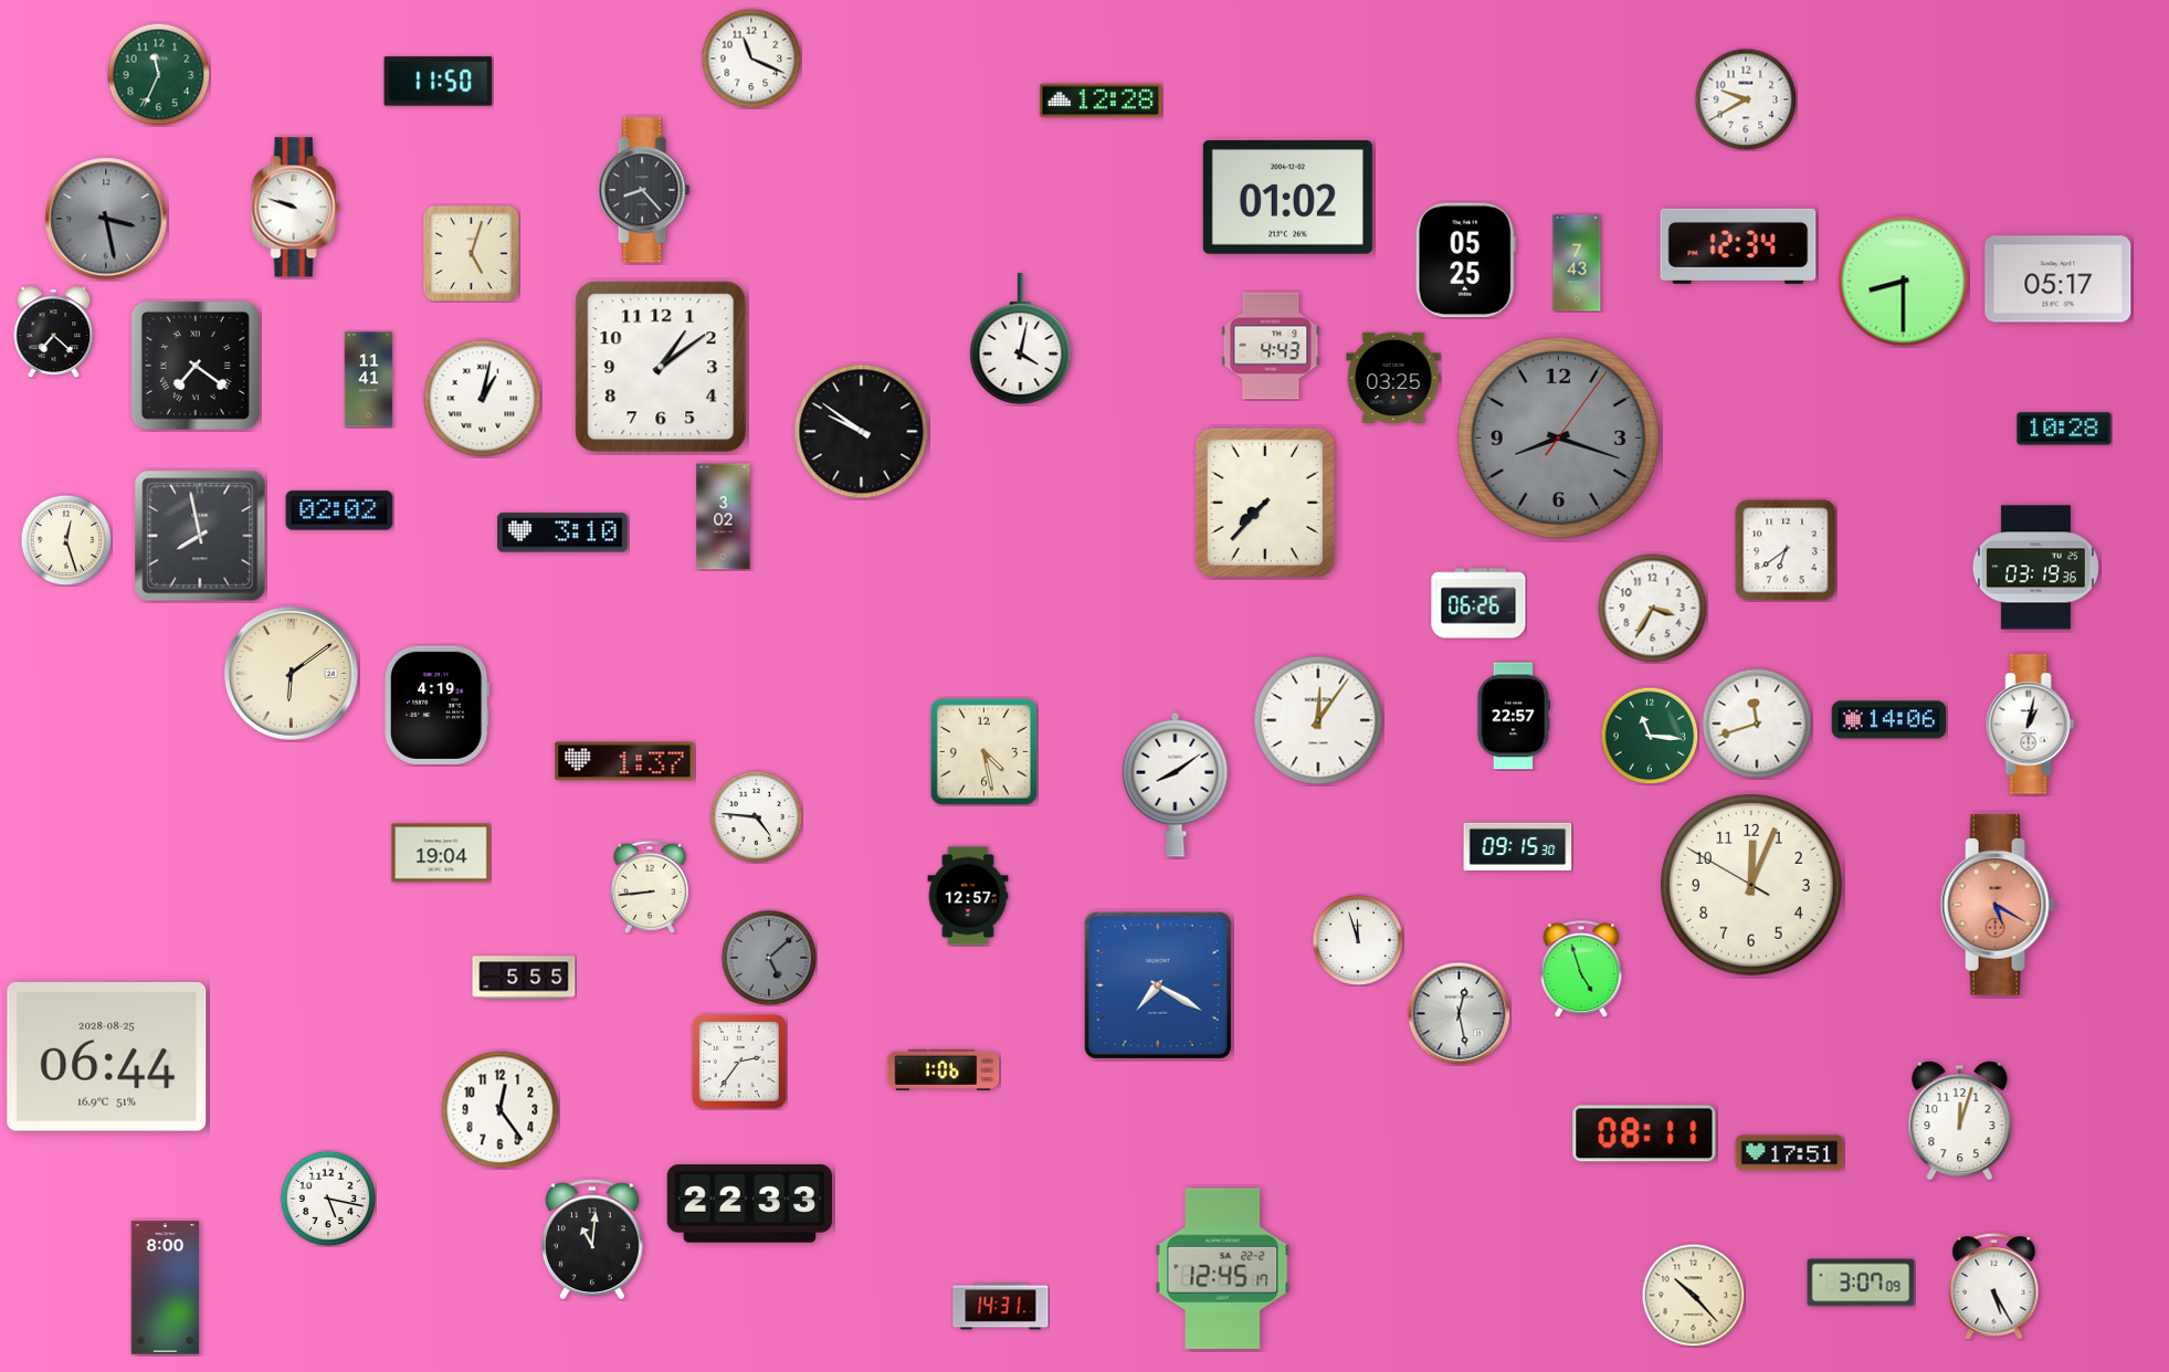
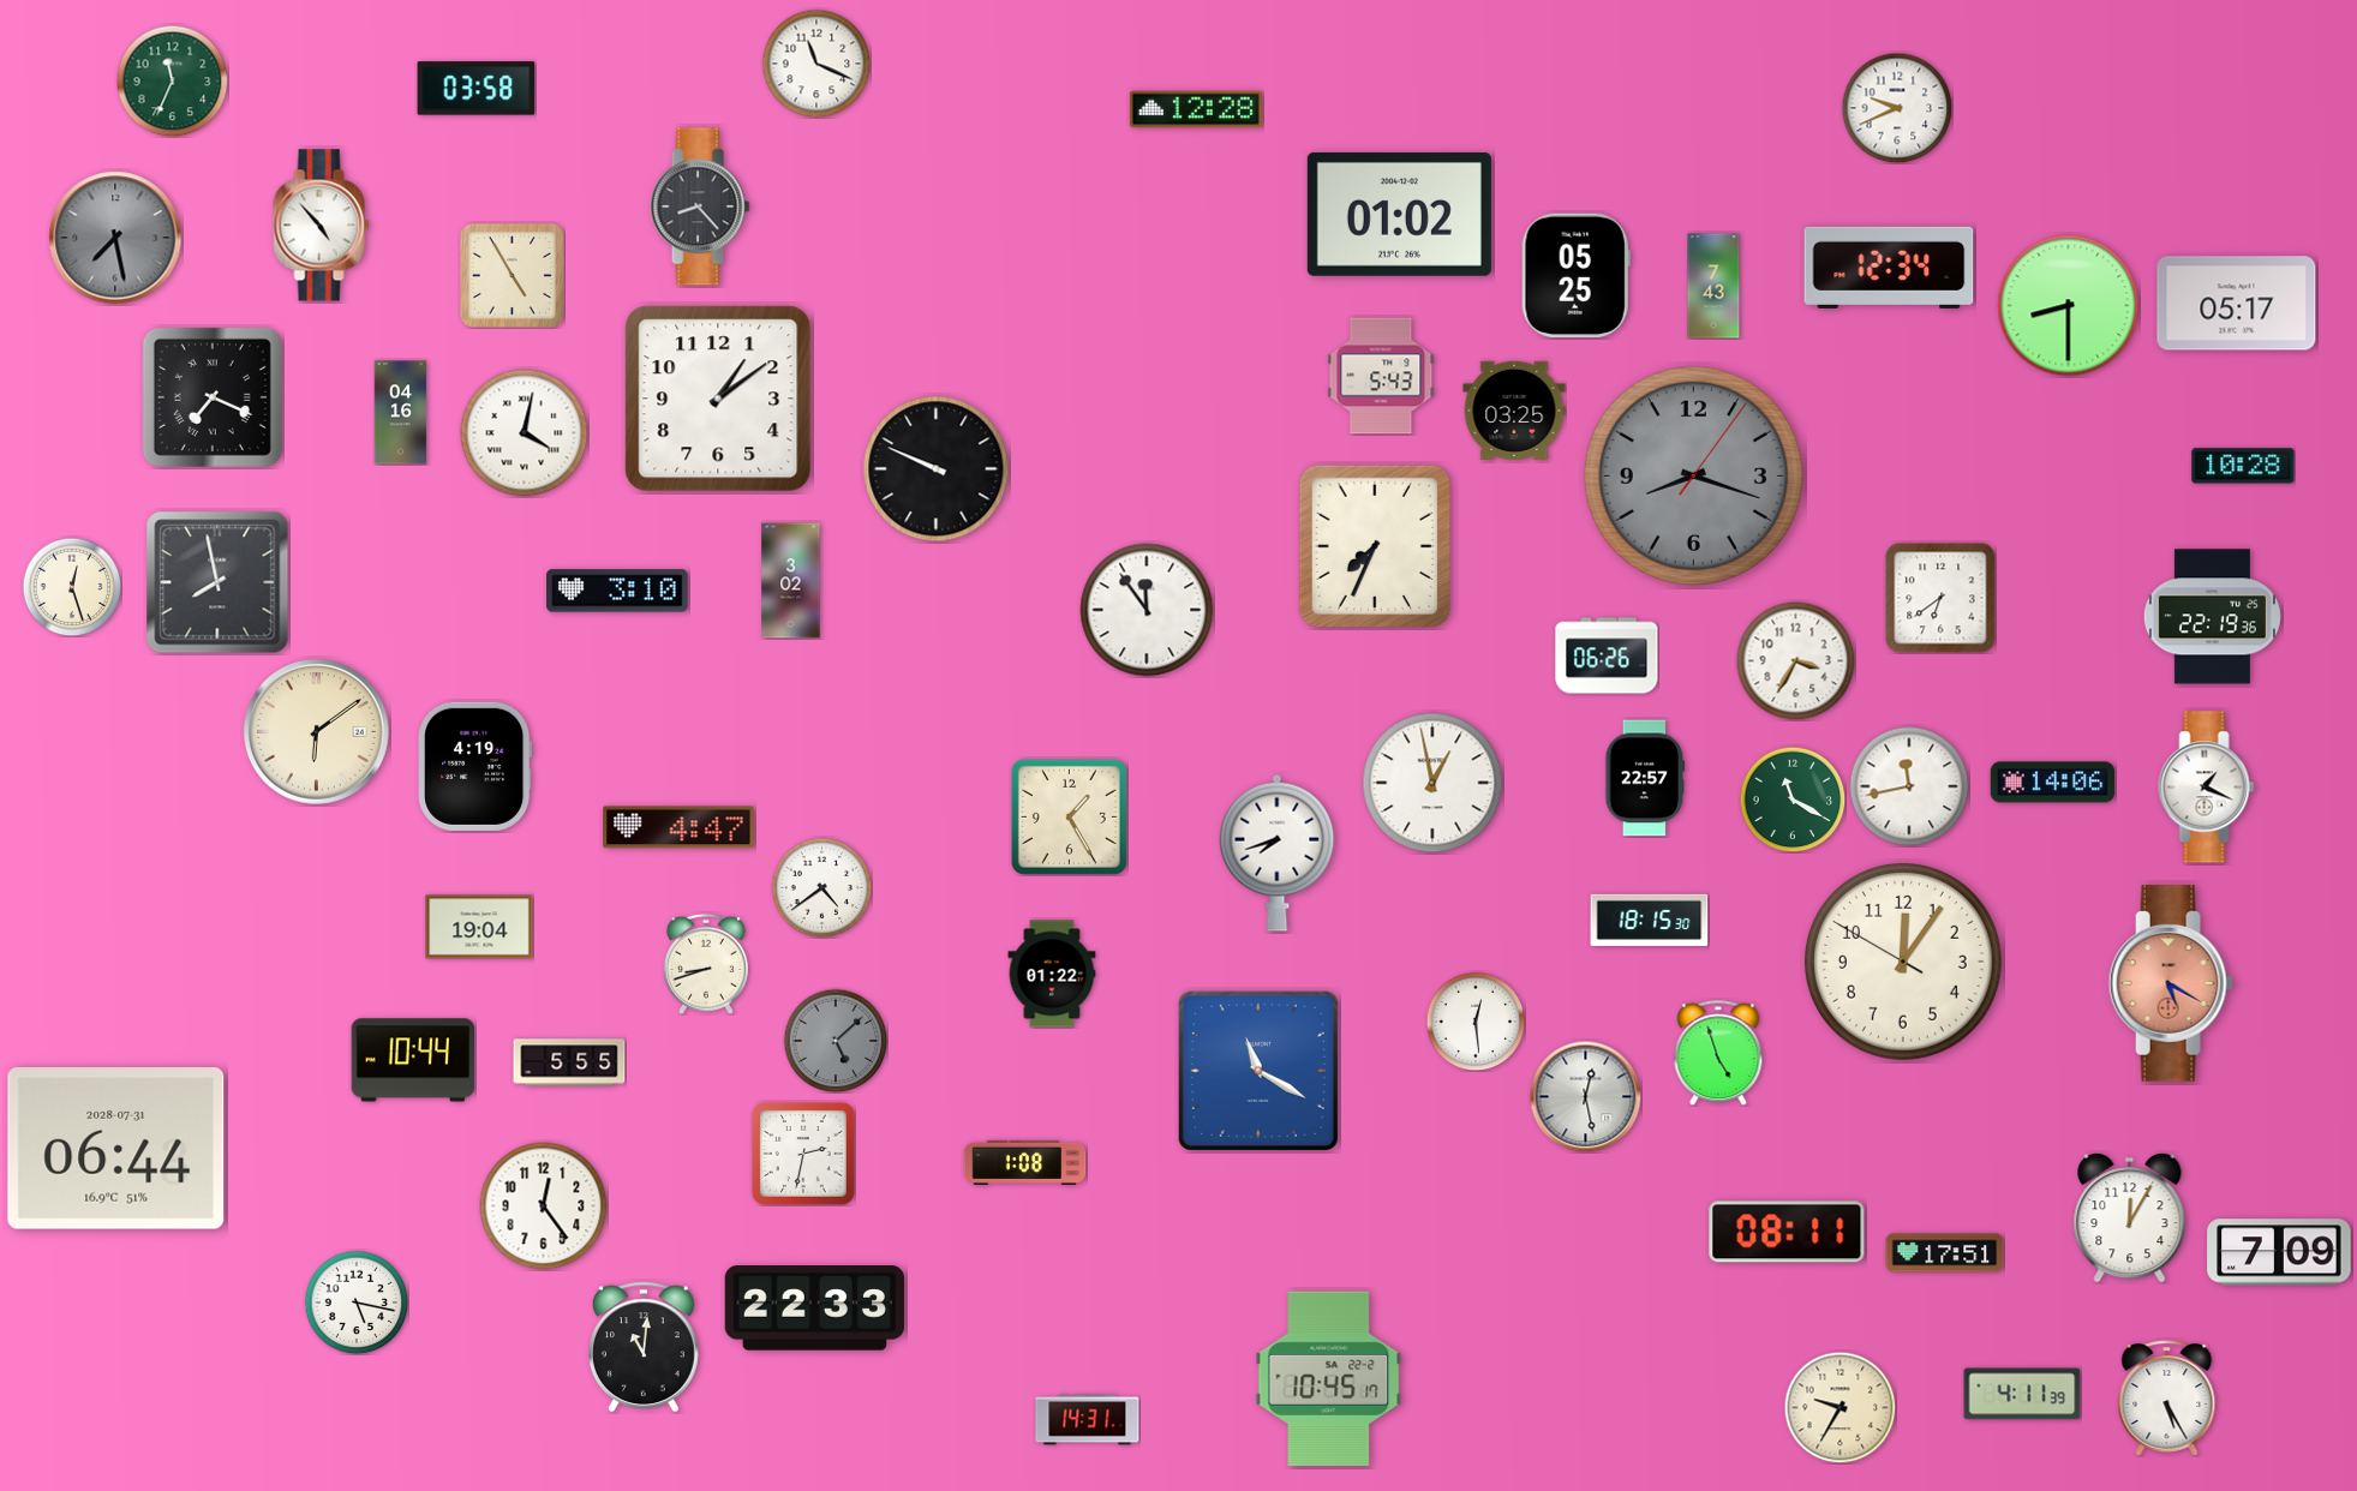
clock at (439, 82): 11:50 -> 03:58
clock at (1746, 99): 9:40 -> 9:41
clock at (296, 208): 9:48 -> 4:53
clock at (106, 219): 3:28 -> 7:28
clock at (471, 253): 5:03 -> 4:55
clock at (1465, 261) position: (1465, 261) -> (1575, 276)
clock at (54, 333): 7:22 -> none
clock at (1021, 339): 4:02 -> none
clock at (1271, 346): 4:43 -> 5:43
clock at (196, 366): 7:21 -> 7:19
clock at (369, 380): 11:41 -> 04:16
clock at (483, 399): 1:02 -> 4:02
clock at (862, 432): 9:51 -> 9:49
clock at (1265, 503): 7:37 -> 7:34
clock at (339, 510): 02:02 -> none
clock at (724, 517) position: (724, 517) -> (791, 581)
clock at (562, 532) position: (562, 532) -> (617, 591)
clock at (1147, 610): none -> 11:54
clock at (2035, 568): 03:19 -> 22:19
clock at (1318, 720): 12:06 -> 12:58
clock at (1757, 724): 11:42 -> 11:43
clock at (2031, 725): 1:02 -> 1:19
clock at (1650, 736): 11:16 -> 11:20
clock at (983, 751): 4:28 -> 1:25
clock at (624, 761): 1:37 -> 4:47
clock at (1176, 784): 8:09 -> 7:42
clock at (756, 816): 4:46 -> 4:39
clock at (1518, 846): 09:15 -> 18:15
clock at (1751, 885): 12:03 -> 12:05
clock at (650, 887): 8:44 -> 8:42
clock at (968, 896): 12:57 -> 01:22
clock at (1358, 940): 11:57 -> 12:29
clock at (413, 1060): none -> 10:44
clock at (1158, 985): 7:20 -> 11:20
clock at (1459, 1013) position: (1459, 1013) -> (1585, 1096)
clock at (107, 1057) date: 2028-08-25 -> 2028-07-31
clock at (739, 1062): 2:36 -> 2:32
clock at (944, 1069): 1:06 -> 1:08
clock at (1960, 1121): 12:03 -> 12:05
clock at (2279, 1252): none -> 7:09
clock at (1223, 1269): 12:45 -> 10:45
clock at (1861, 1283): 3:07 -> 4:11
clock at (166, 1288): 8:00 -> none
clock at (1693, 1295): 10:23 -> 9:35
